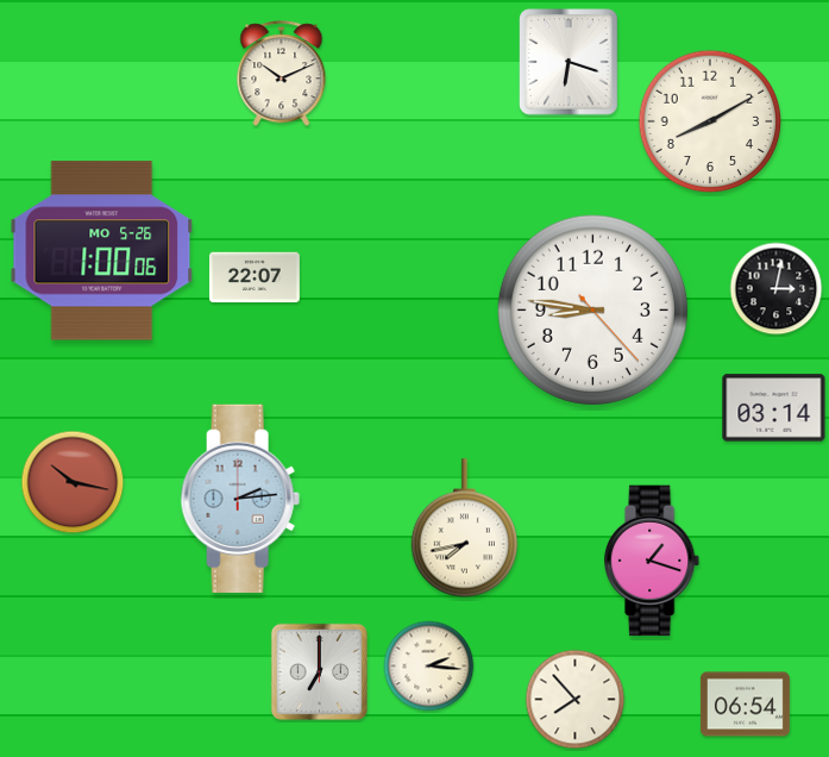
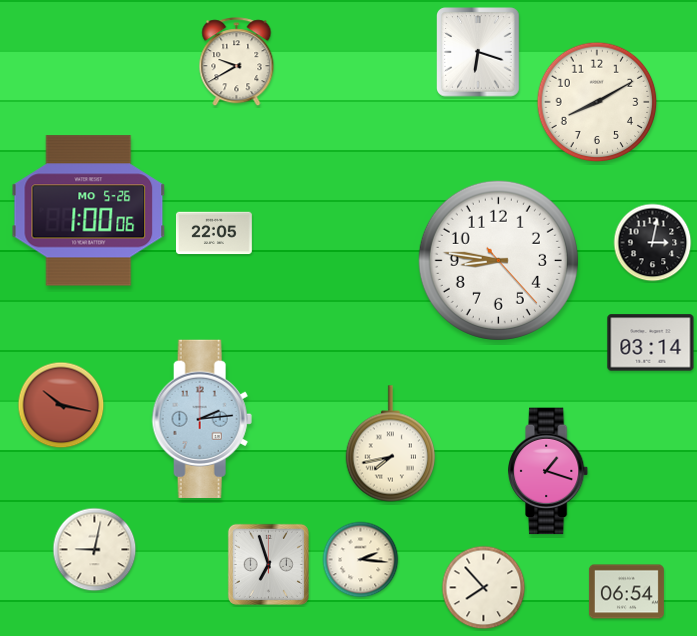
clock at (282, 74): 10:11 -> 9:40
clock at (102, 251) position: (102, 251) -> (89, 211)
clock at (255, 277): 22:07 -> 22:05
clock at (95, 550): none -> 9:02
clock at (319, 671): 7:00 -> 6:57
